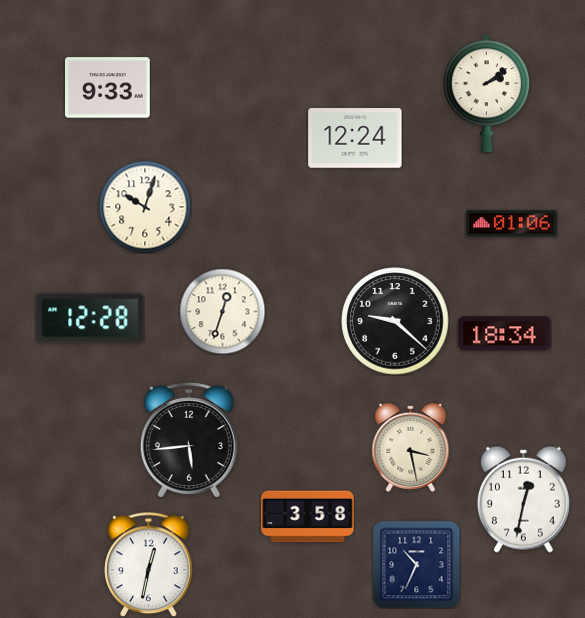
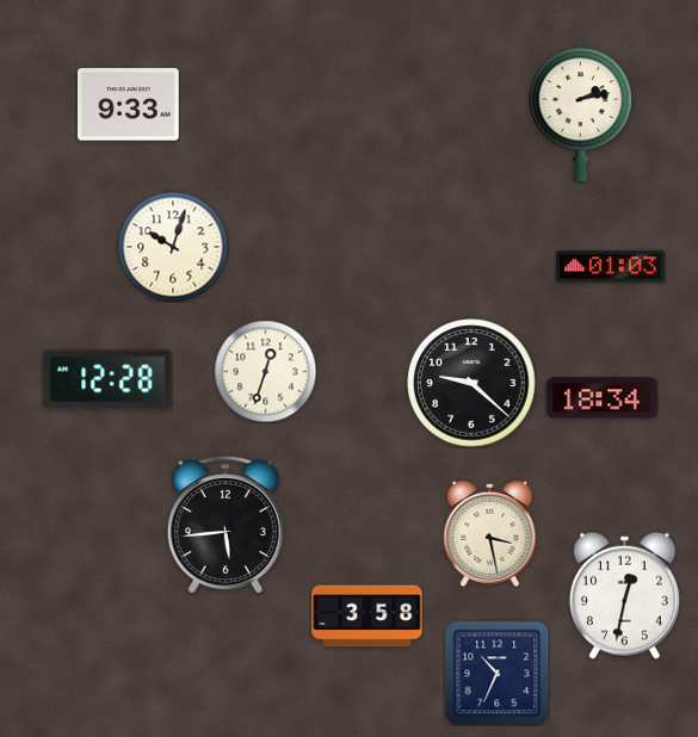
clock at (486, 94): 2:09 -> 2:13
clock at (355, 138): 12:24 -> none
clock at (512, 224): 01:06 -> 01:03
clock at (149, 564): 12:32 -> none
